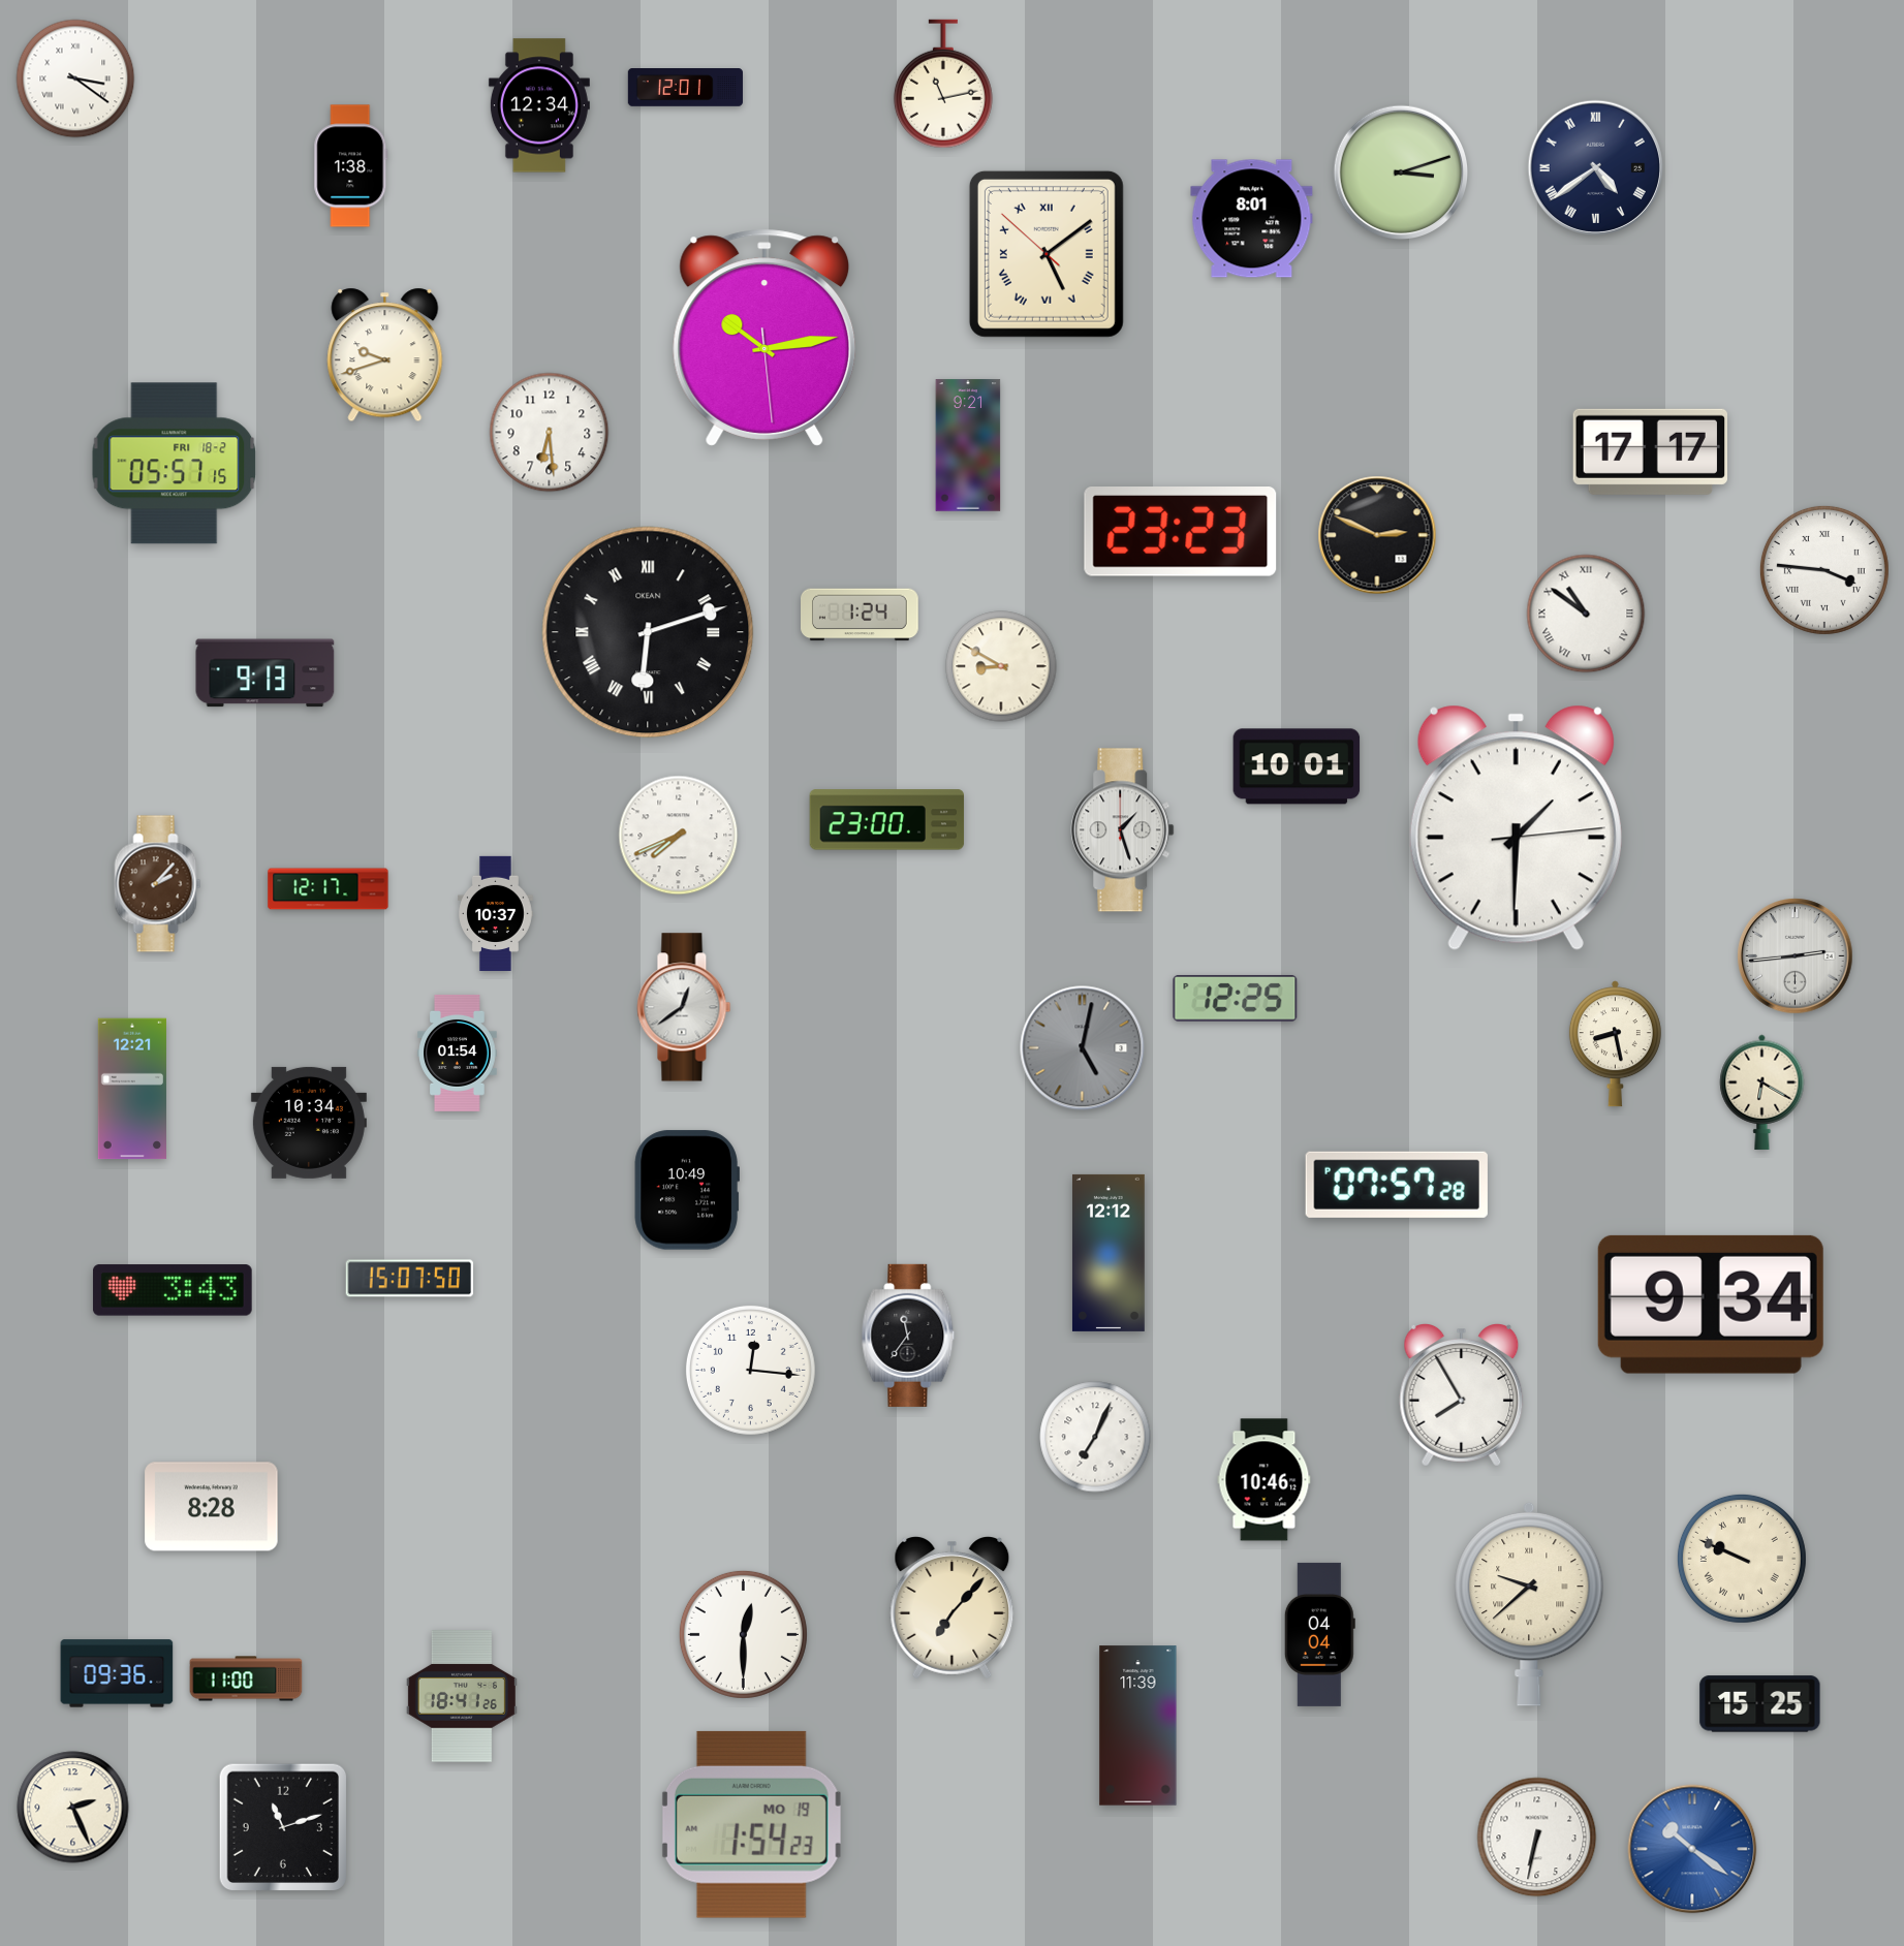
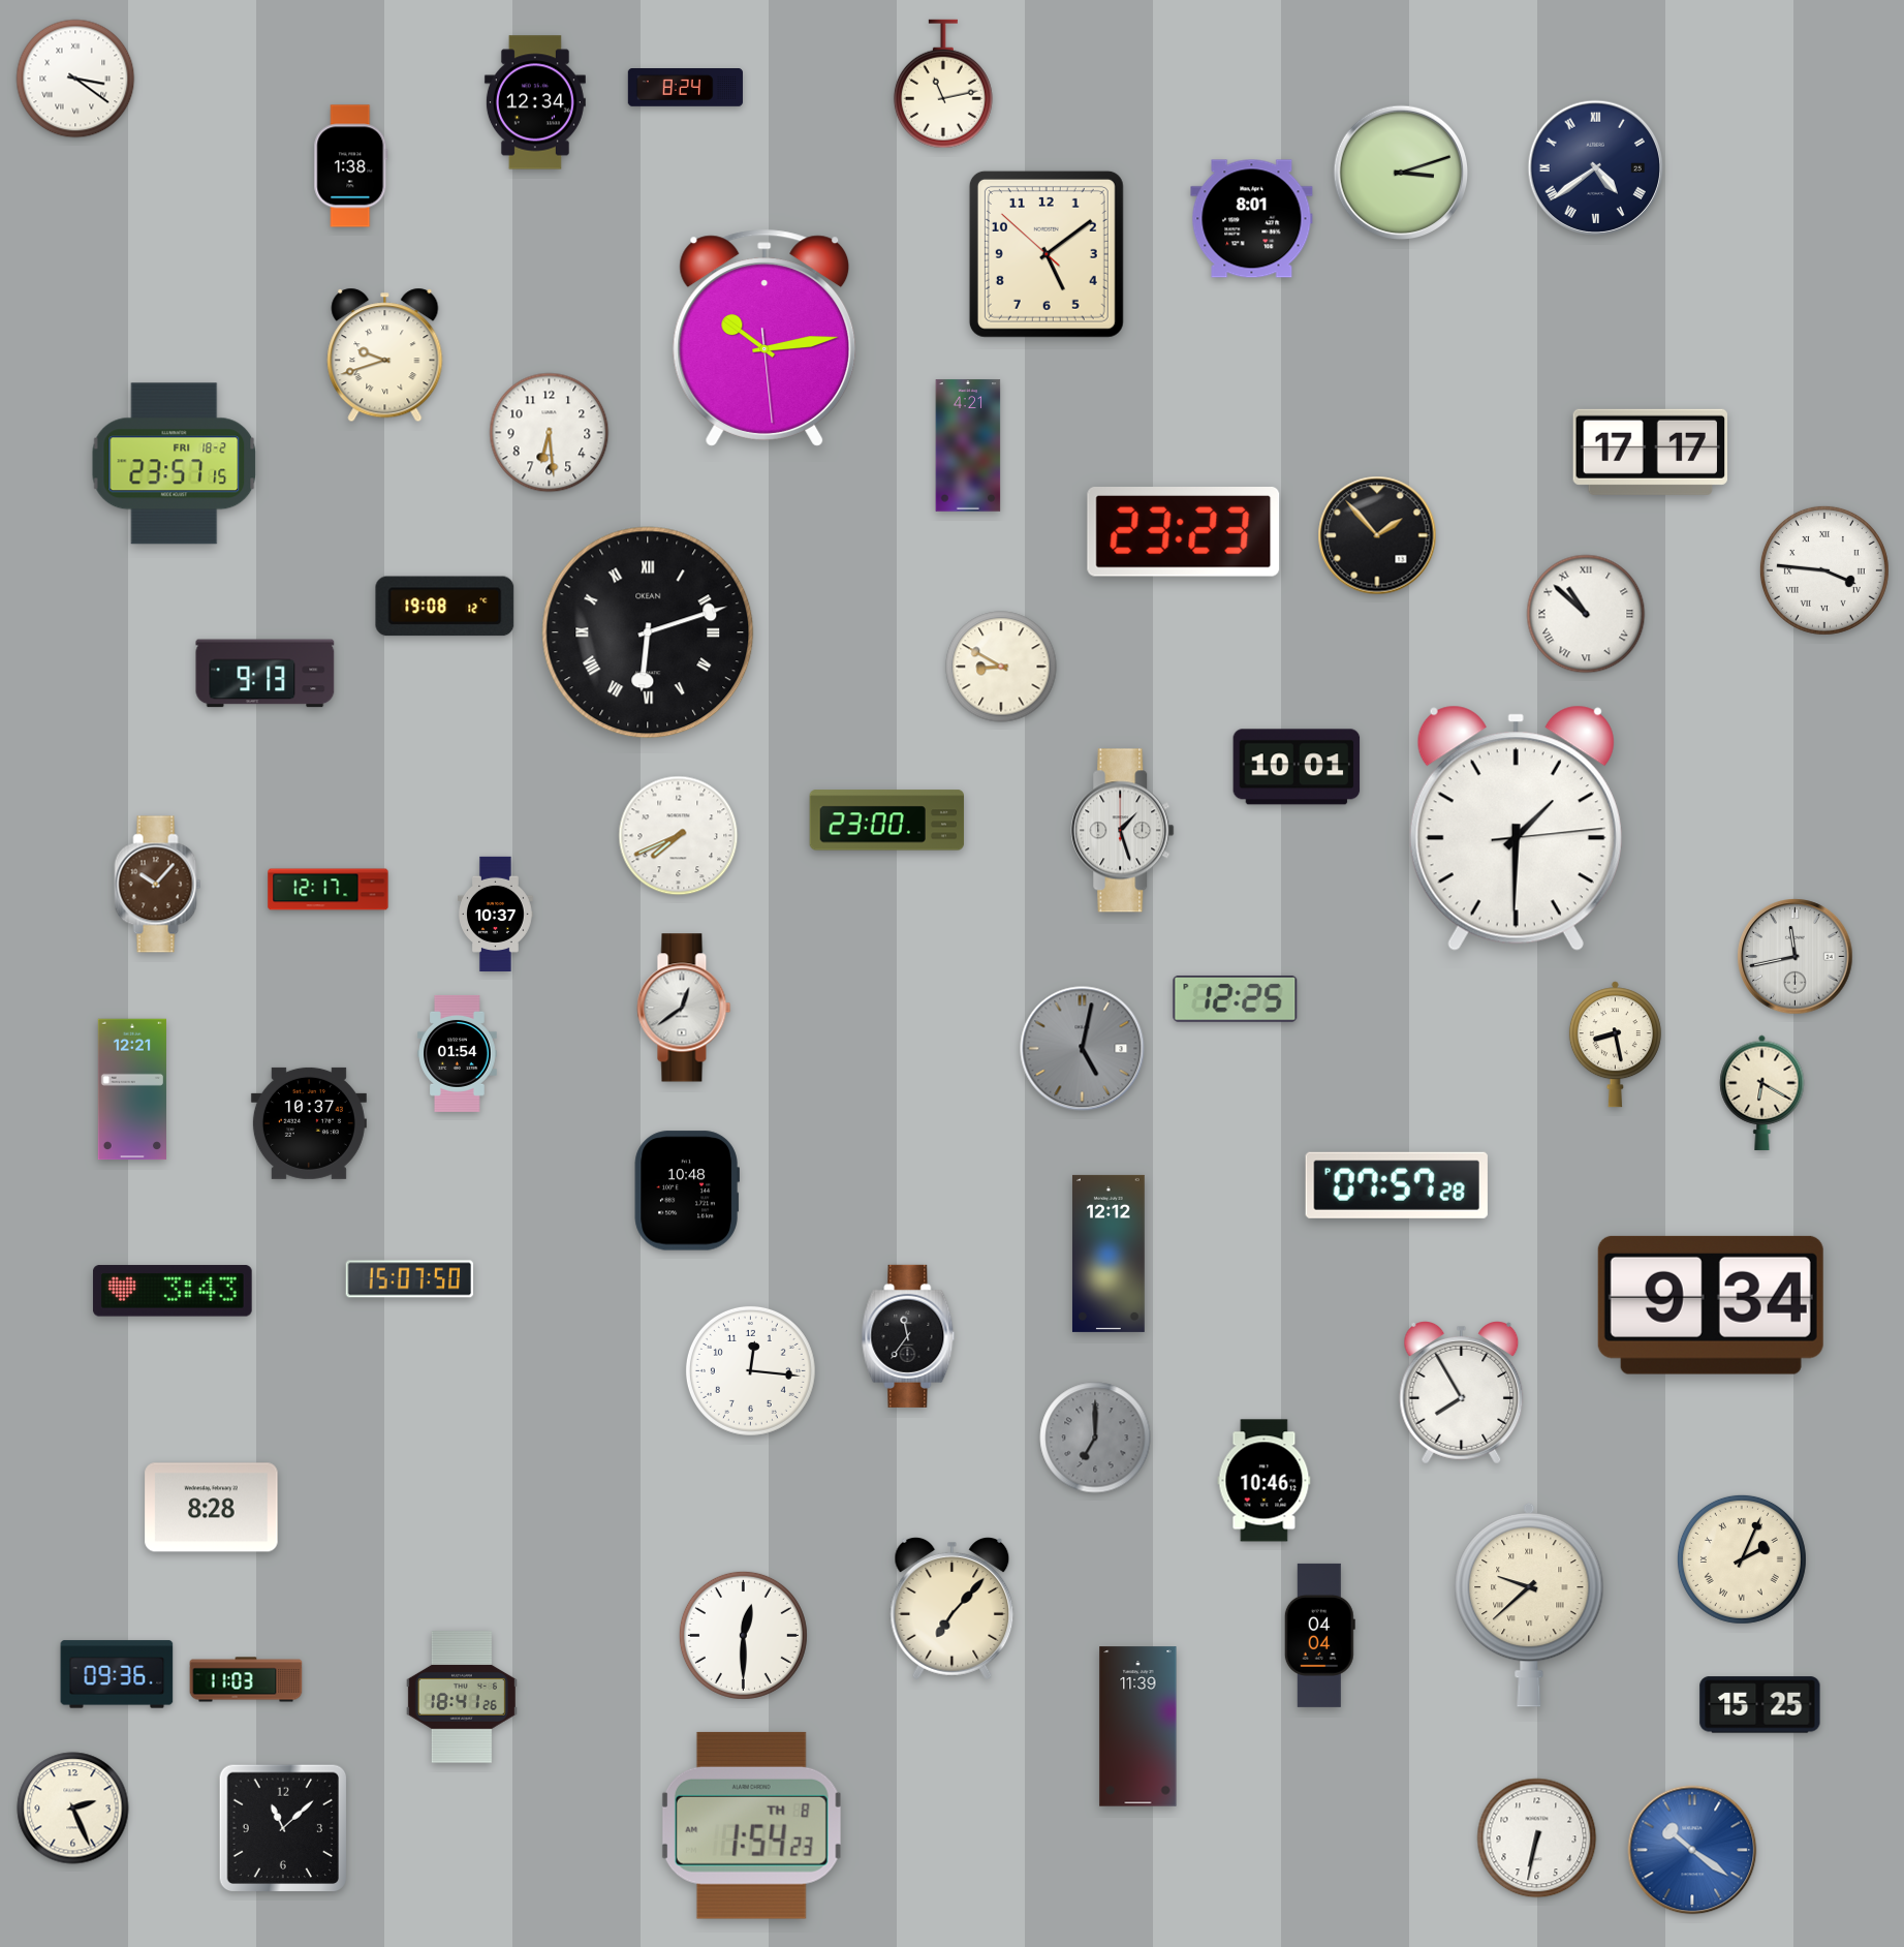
clock at (685, 88): 12:01 -> 8:24
clock at (539, 105) position: (539, 105) -> (535, 102)
clock at (1047, 254) numerals: Roman -> Arabic
clock at (968, 445): 9:21 -> 4:21
clock at (175, 464): 05:57 -> 23:57
clock at (1181, 532) position: (1181, 532) -> (1184, 532)
clock at (1377, 535): 2:49 -> 1:53
clock at (445, 607): none -> 19:08
clock at (1586, 614): 10:51 -> 10:52
clock at (861, 615): 1:24 -> none
clock at (158, 884): 2:07 -> 10:07
clock at (1796, 956): 2:44 -> 11:43
clock at (309, 1123): 10:34 -> 10:37
clock at (687, 1190): 10:49 -> 10:48
clock at (1462, 1395) position: (1462, 1395) -> (1462, 1393)
clock at (1095, 1437): 7:04 -> 7:00
clock at (1095, 1437) dial: white -> grey
clock at (1742, 1559): 9:49 -> 2:04
clock at (246, 1678): 11:00 -> 11:03
clock at (751, 1824) date: MO 19 -> TH 8
clock at (282, 1826): 11:12 -> 11:08
